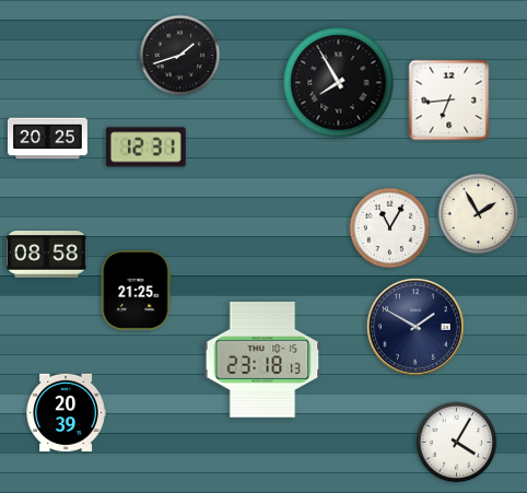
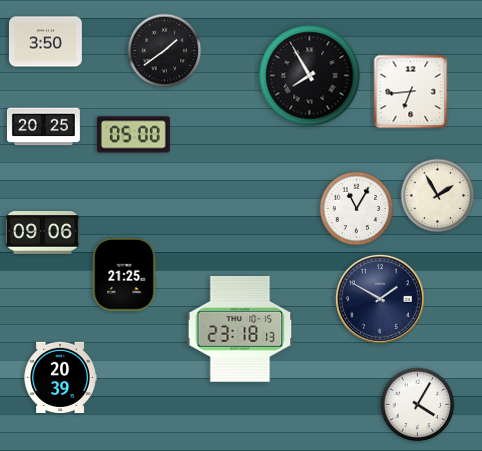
clock at (45, 42): none -> 3:50
clock at (180, 56): 1:42 -> 1:39
clock at (145, 148): 12:31 -> 05:00
clock at (46, 255): 08:58 -> 09:06
clock at (136, 290) position: (136, 290) -> (124, 274)
